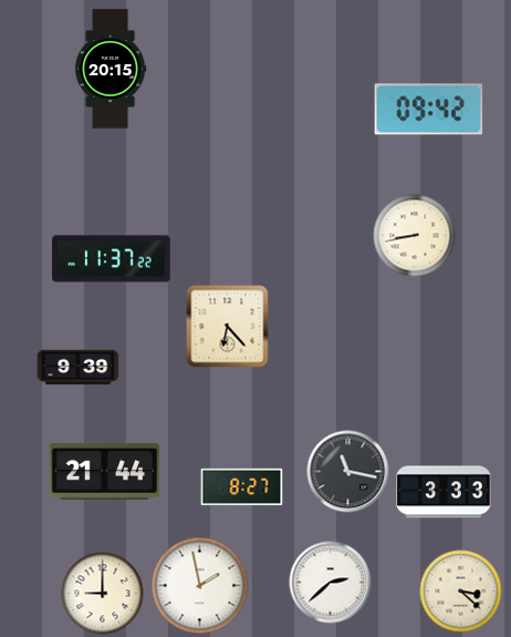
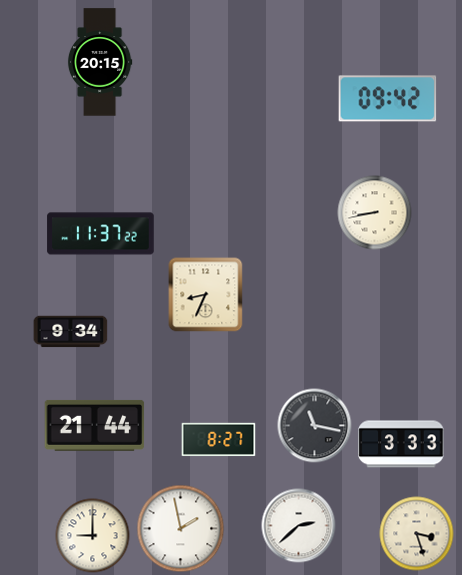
clock at (228, 327): 6:23 -> 8:34
clock at (79, 368): 9:39 -> 9:34
clock at (461, 592): 3:22 -> 3:27
